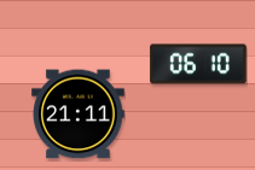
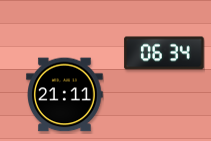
clock at (198, 64): 06:10 -> 06:34
